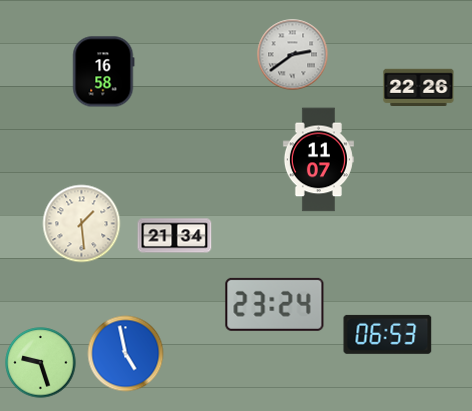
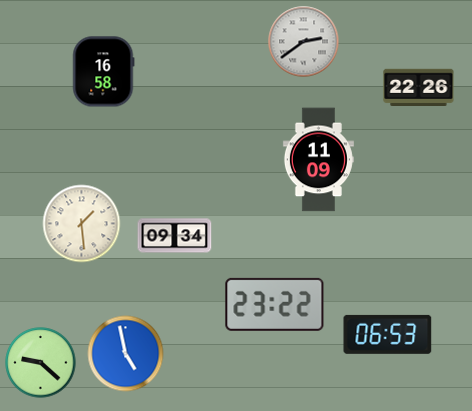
clock at (293, 55) position: (293, 55) -> (304, 42)
clock at (318, 160): 11:07 -> 11:09
clock at (175, 236): 21:34 -> 09:34
clock at (275, 304): 23:24 -> 23:22
clock at (41, 363): 9:27 -> 9:22
